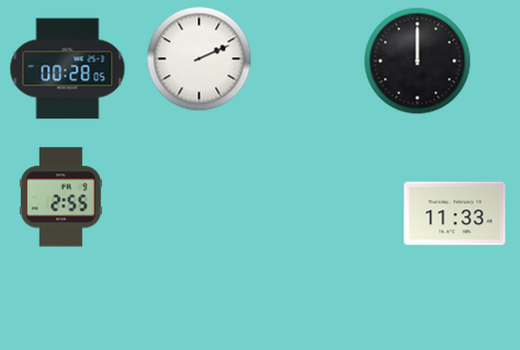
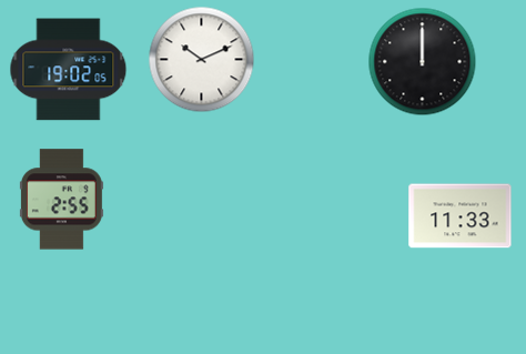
clock at (200, 59): 2:11 -> 10:11
clock at (68, 69): 00:28 -> 19:02
